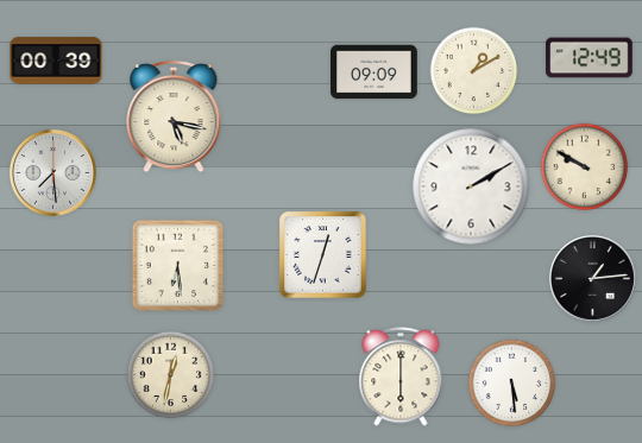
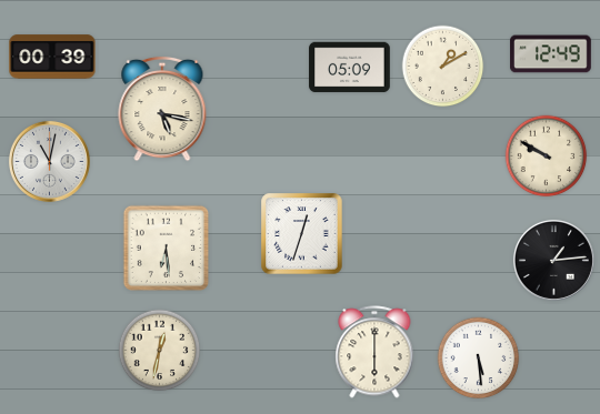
clock at (374, 72): 09:09 -> 05:09
clock at (52, 172): 7:29 -> 11:02
clock at (471, 186): 2:10 -> none
clock at (323, 255) position: (323, 255) -> (302, 234)
